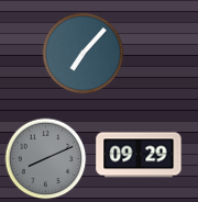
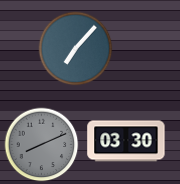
clock at (139, 155): 09:29 -> 03:30
